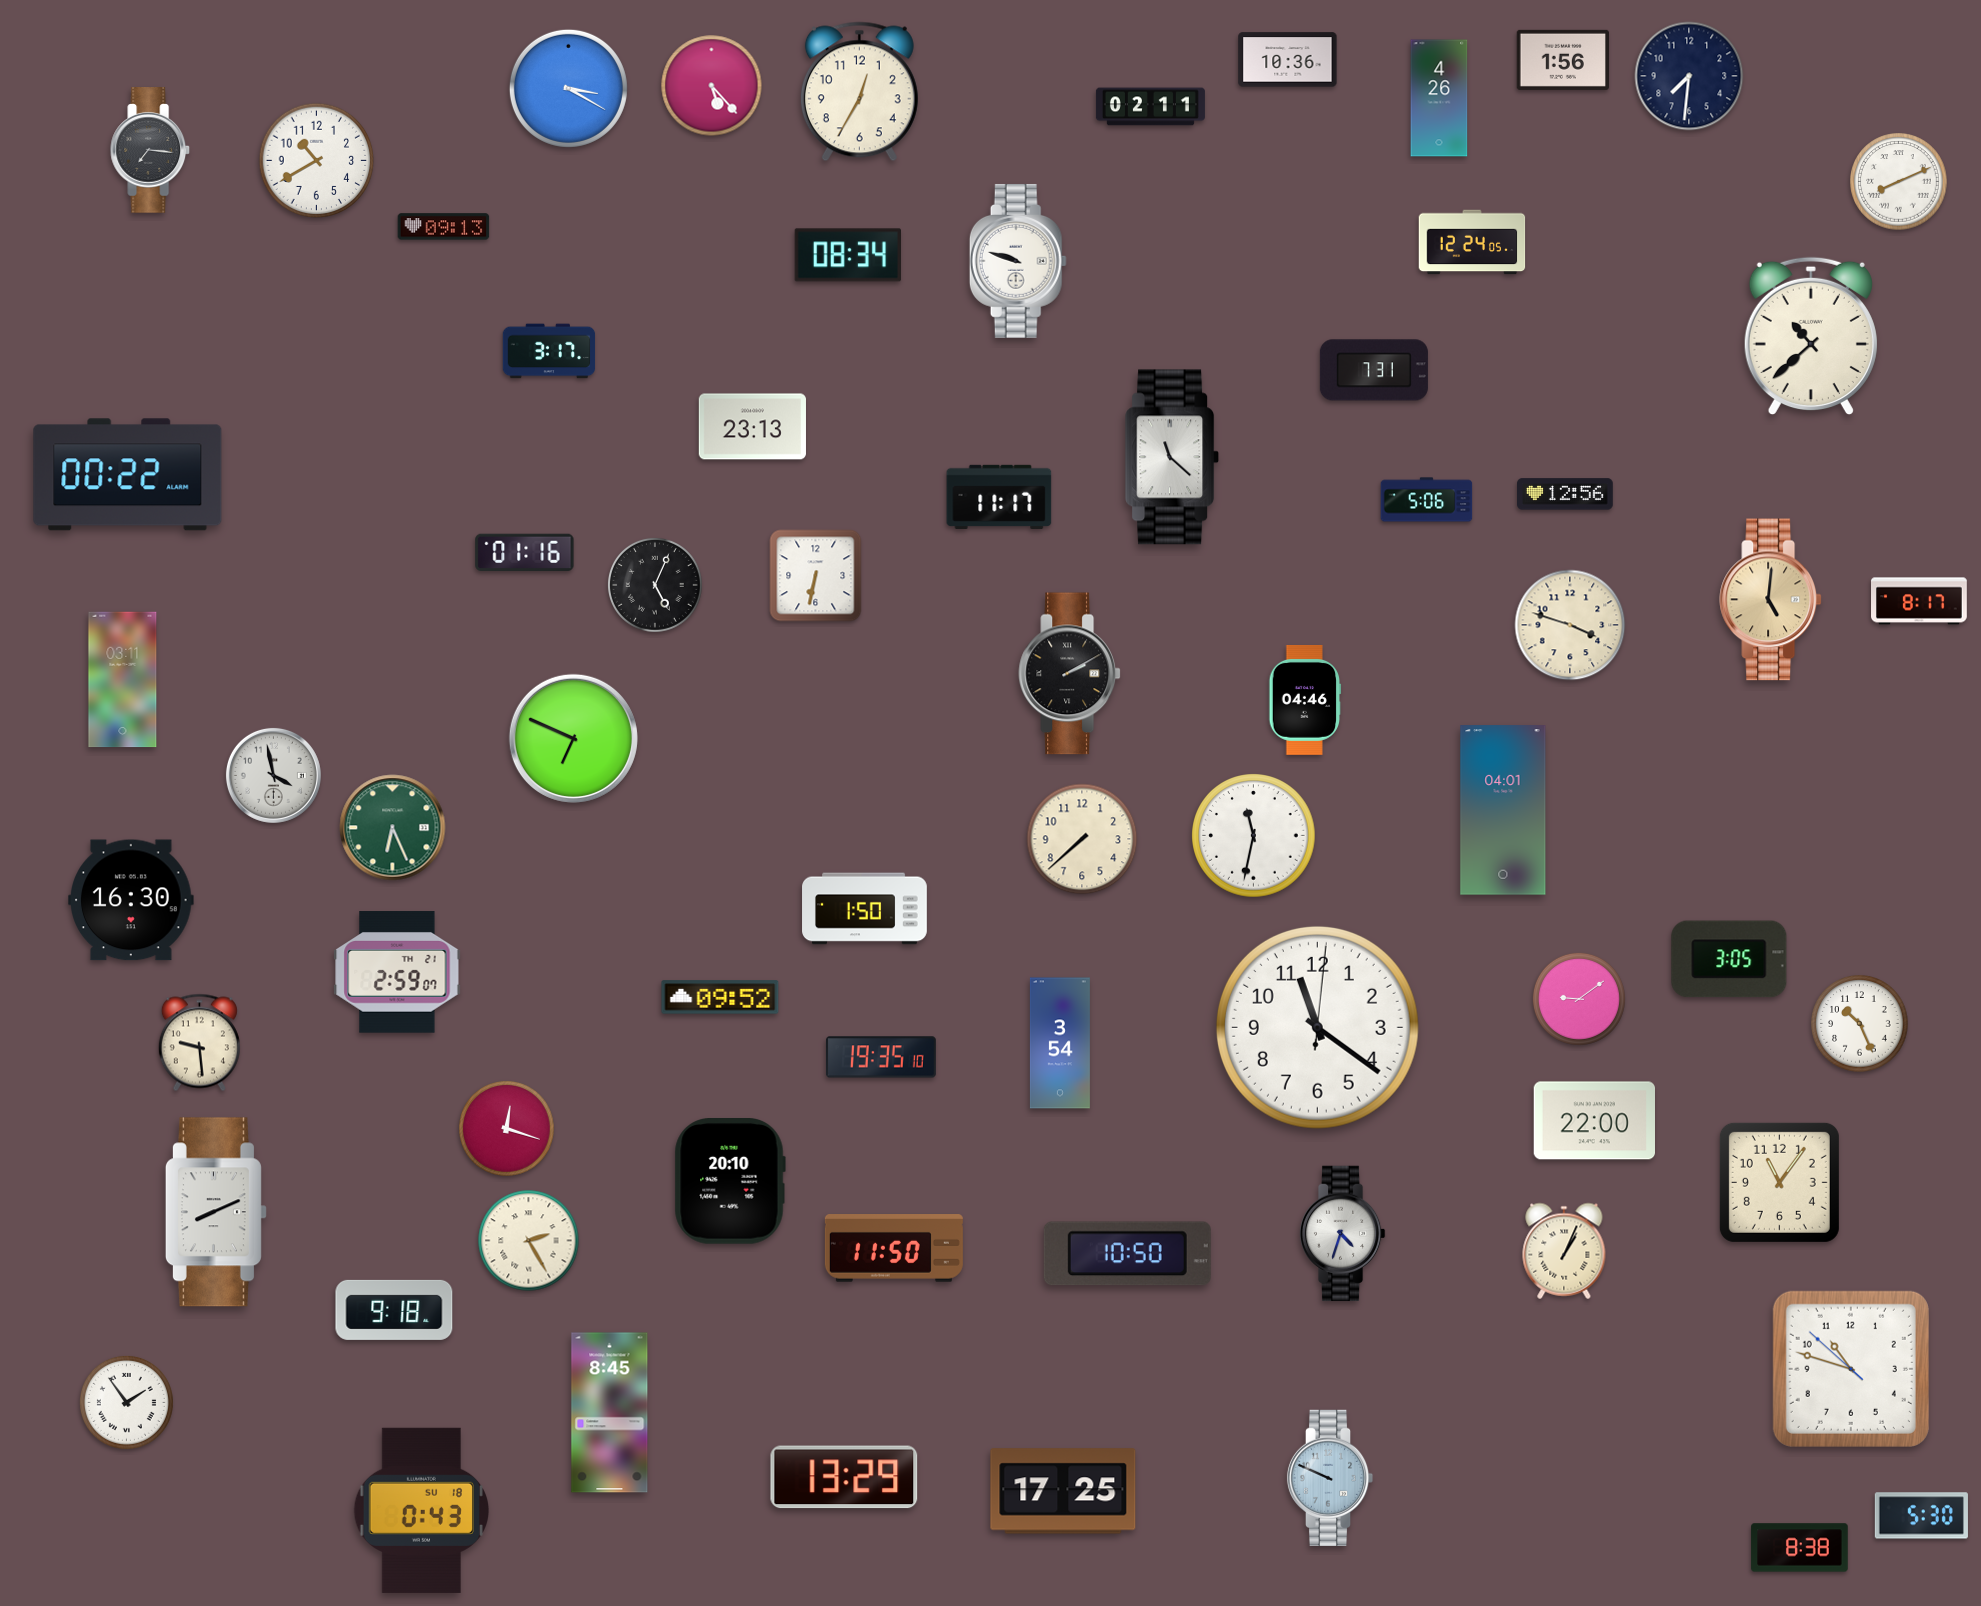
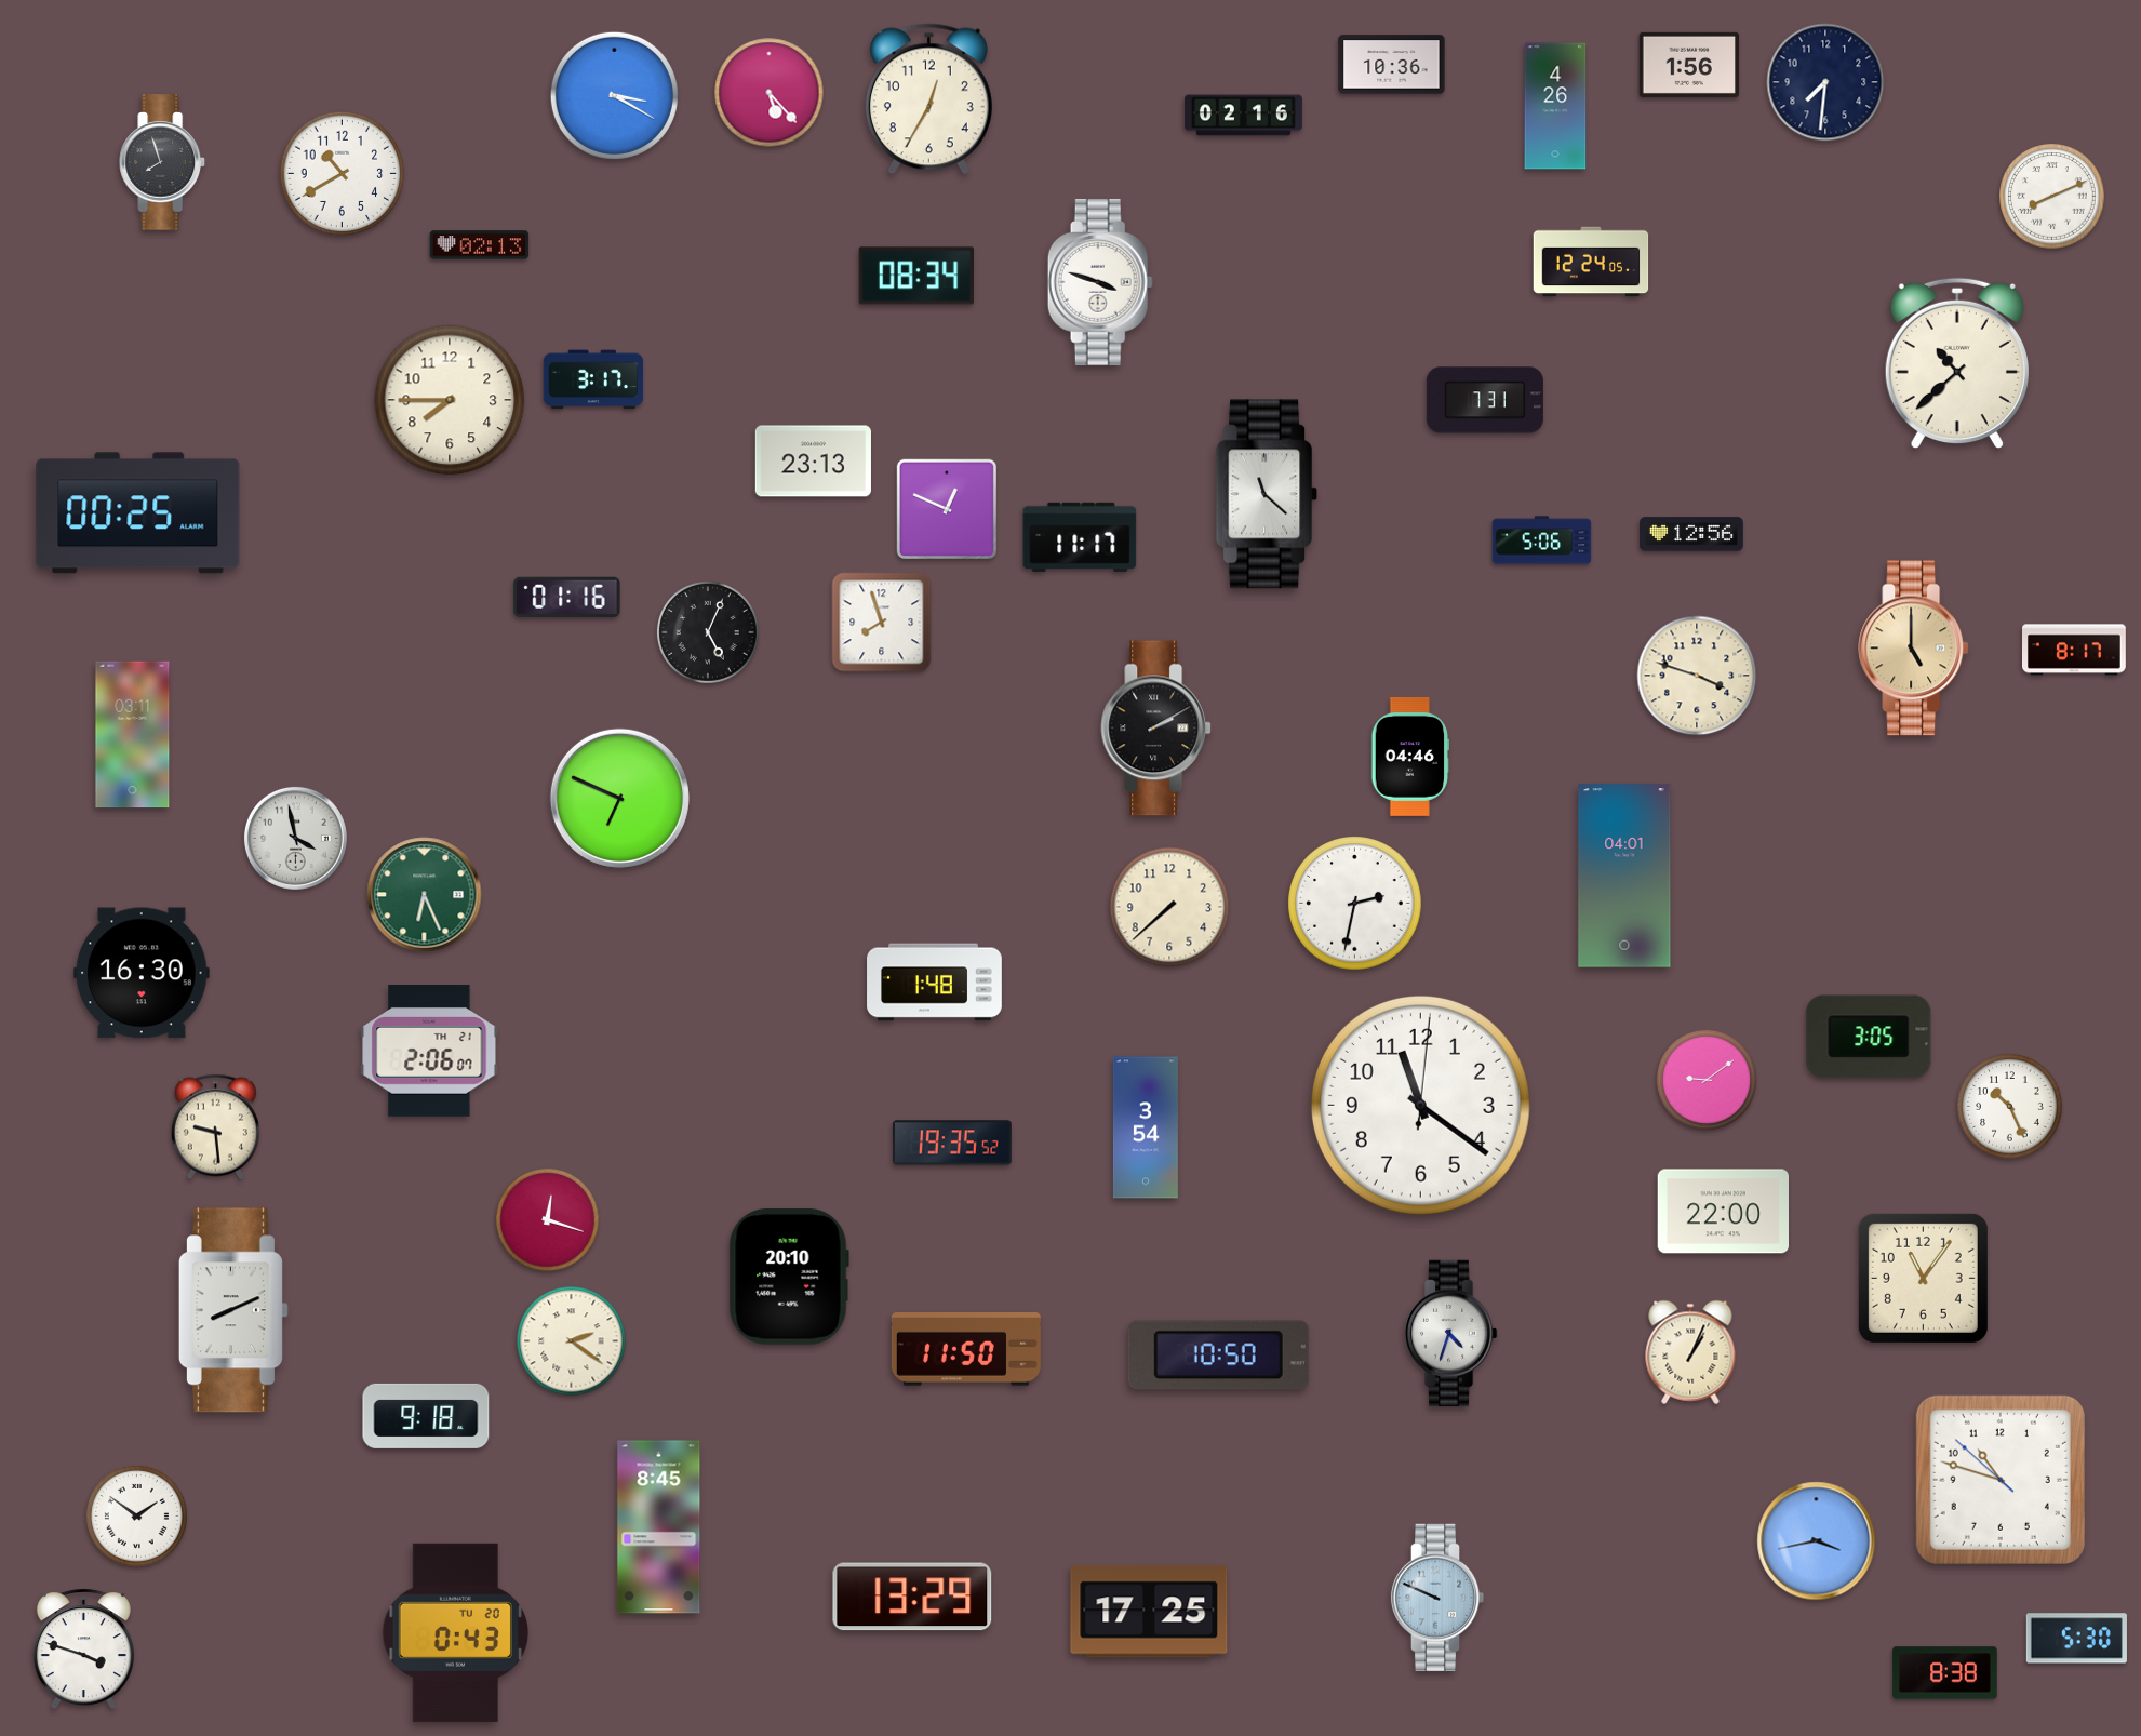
clock at (1150, 107): 02:11 -> 02:16
clock at (151, 150): 7:16 -> 7:57
clock at (444, 227): 09:13 -> 02:13
clock at (1018, 261): 9:48 -> 3:48
clock at (450, 400): none -> 7:45
clock at (946, 508): none -> 12:49
clock at (128, 475): 00:22 -> 00:25
clock at (816, 576): 6:32 -> 7:57
clock at (1771, 600): 5:01 -> 5:00
clock at (1254, 836): 11:32 -> 2:32
clock at (865, 909): 1:50 -> 1:48
clock at (397, 972): 2:59 -> 2:06
clock at (720, 997): 09:52 -> none
clock at (1317, 1027) position: (1317, 1027) -> (1420, 1105)
clock at (881, 1057): 19:35:10 -> 19:35:52
clock at (529, 1241): 2:25 -> 2:21
clock at (126, 1402): 1:54 -> 1:51
clock at (1817, 1541): none -> 3:43
clock at (421, 1510) date: SU 18 -> TU 20
clock at (83, 1650): none -> 3:48
